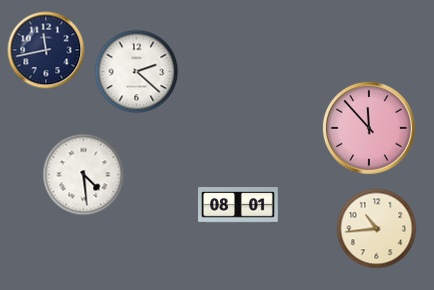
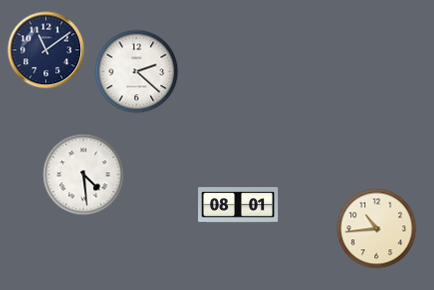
clock at (46, 50): 11:43 -> 11:09
clock at (369, 128): 11:53 -> none
